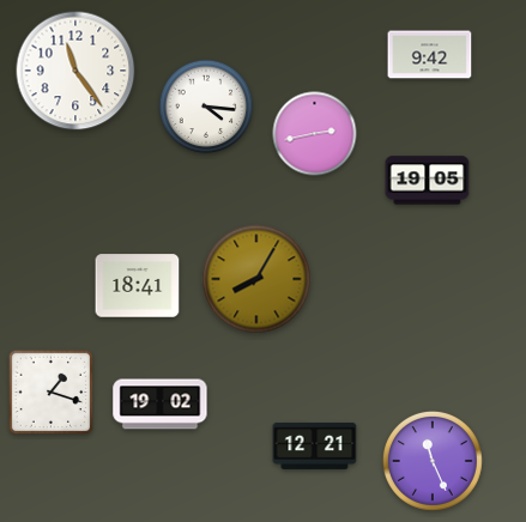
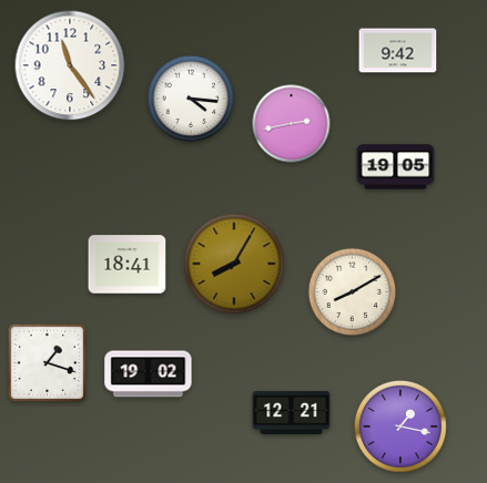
clock at (256, 279) position: (256, 279) -> (234, 264)
clock at (353, 292): none -> 8:10
clock at (433, 461): 11:26 -> 1:17
